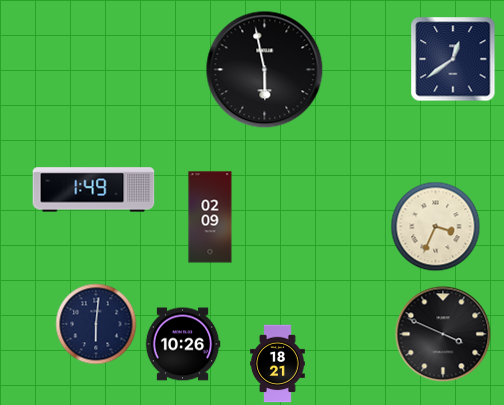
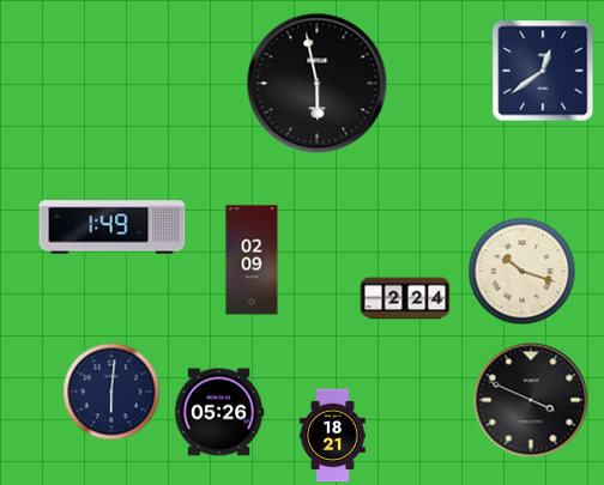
clock at (436, 227): 3:34 -> 10:18
clock at (405, 298): none -> 2:24
clock at (96, 324) position: (96, 324) -> (111, 392)
clock at (183, 344): 10:26 -> 05:26
